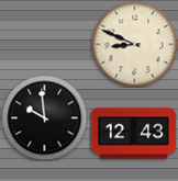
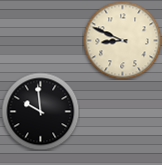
clock at (44, 117) position: (44, 117) -> (40, 111)
clock at (133, 134): 12:43 -> none
